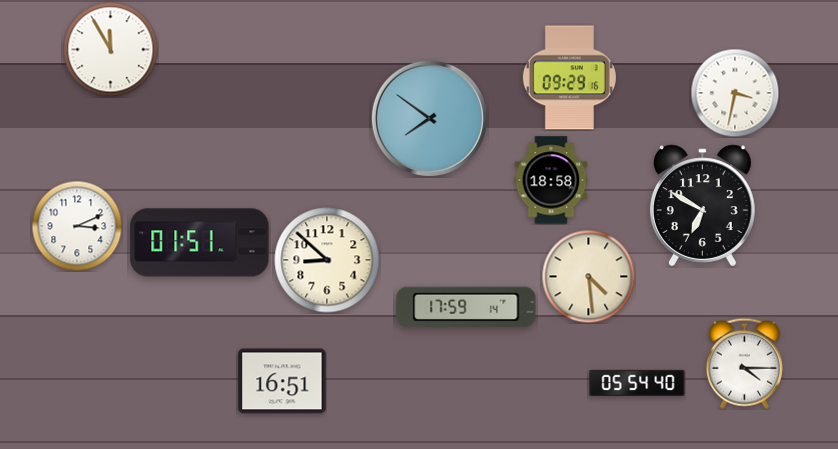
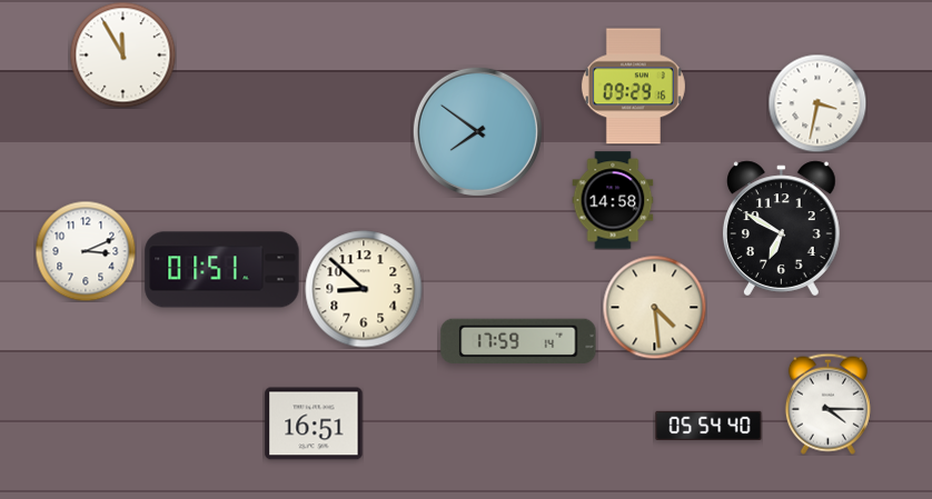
clock at (551, 180): 18:58 -> 14:58
